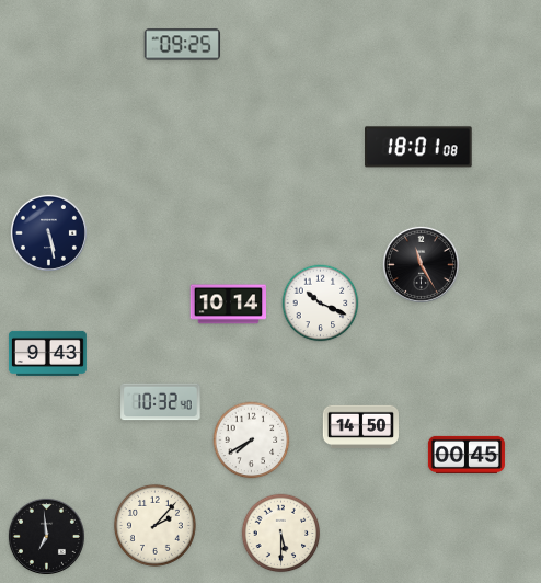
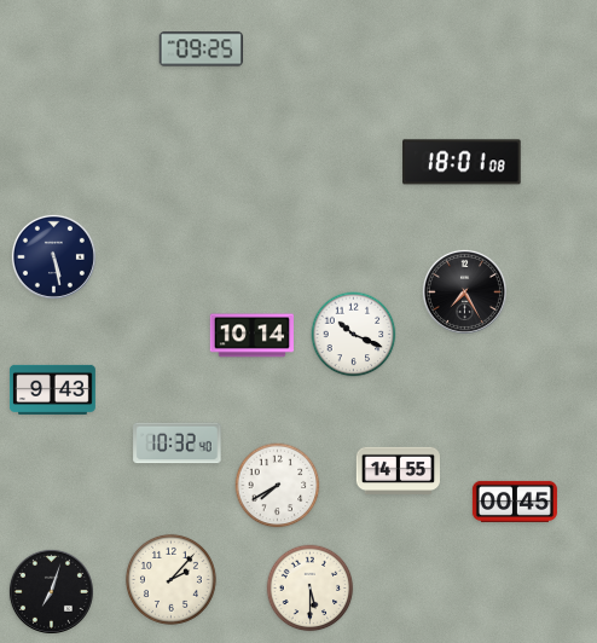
clock at (421, 264): 11:25 -> 7:25
clock at (360, 426): 14:50 -> 14:55
clock at (46, 536): 6:59 -> 7:03
